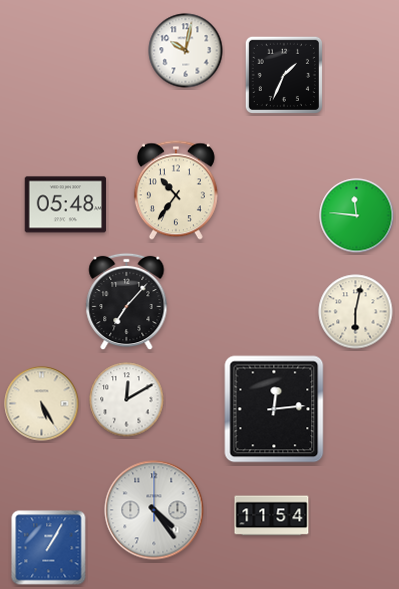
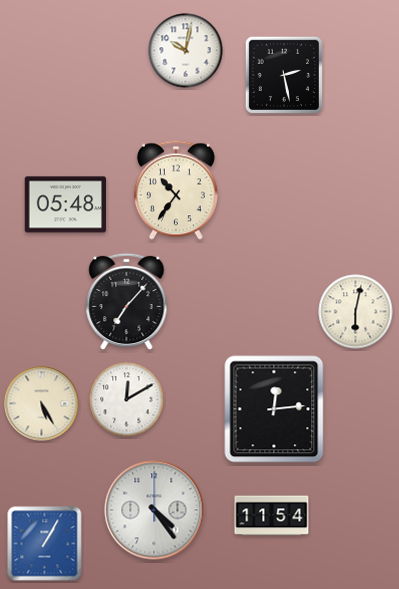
clock at (284, 75): 1:34 -> 2:28
clock at (357, 216): 11:46 -> none
clock at (49, 548) position: (49, 548) -> (45, 544)
